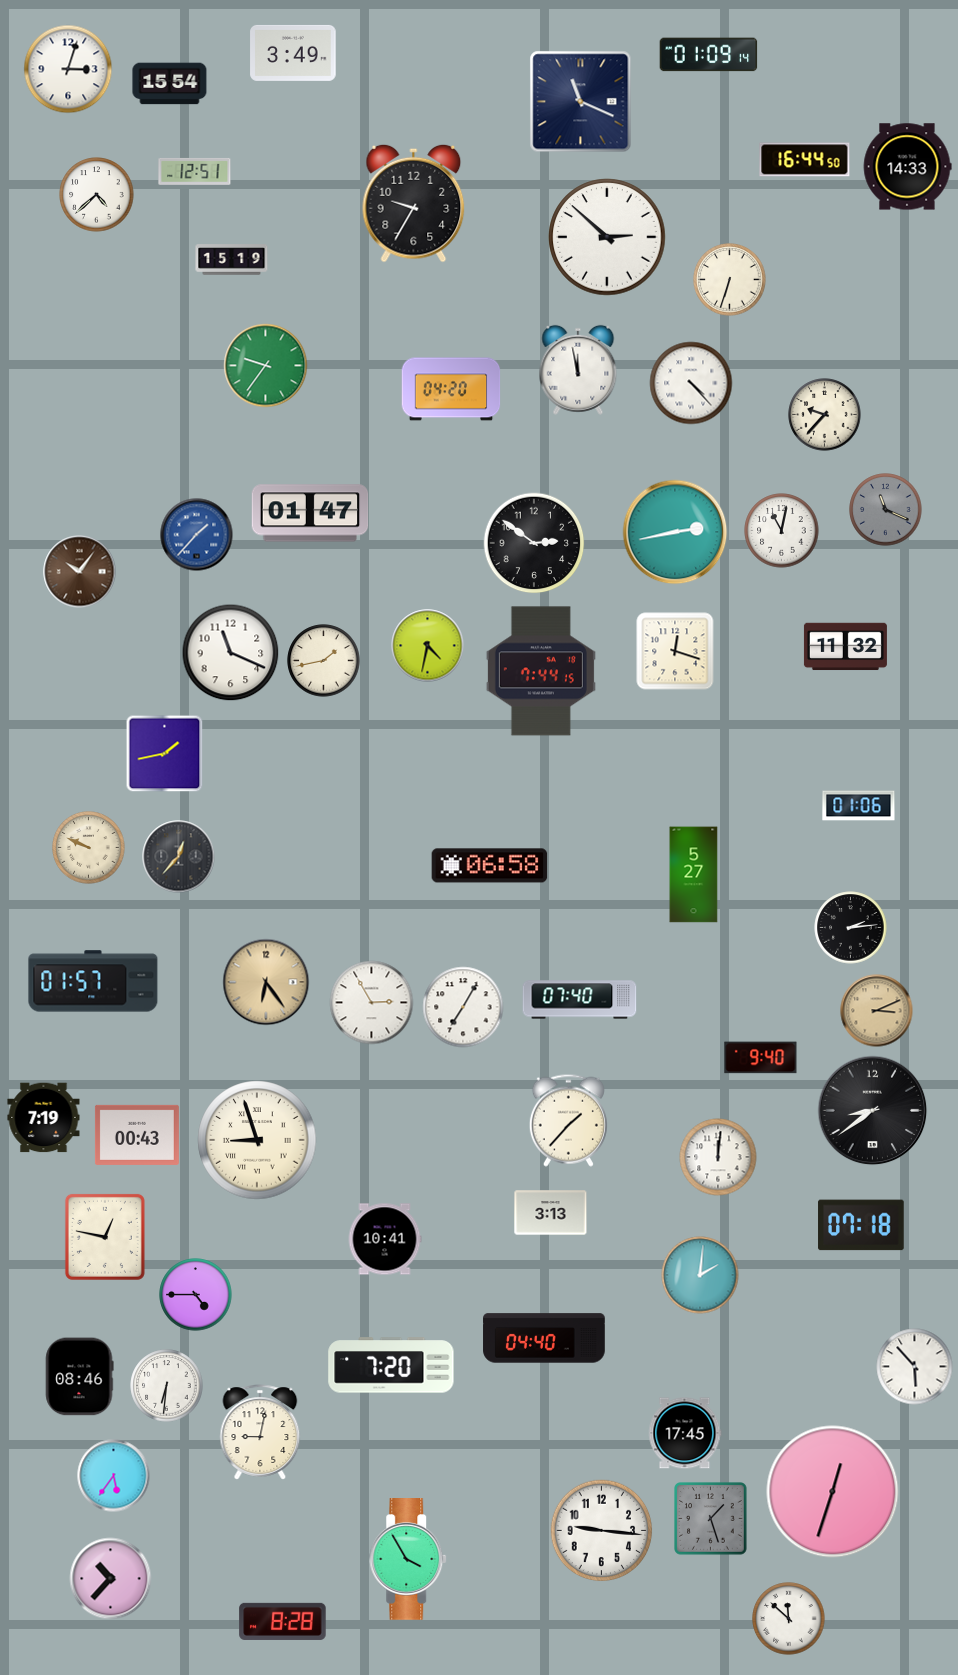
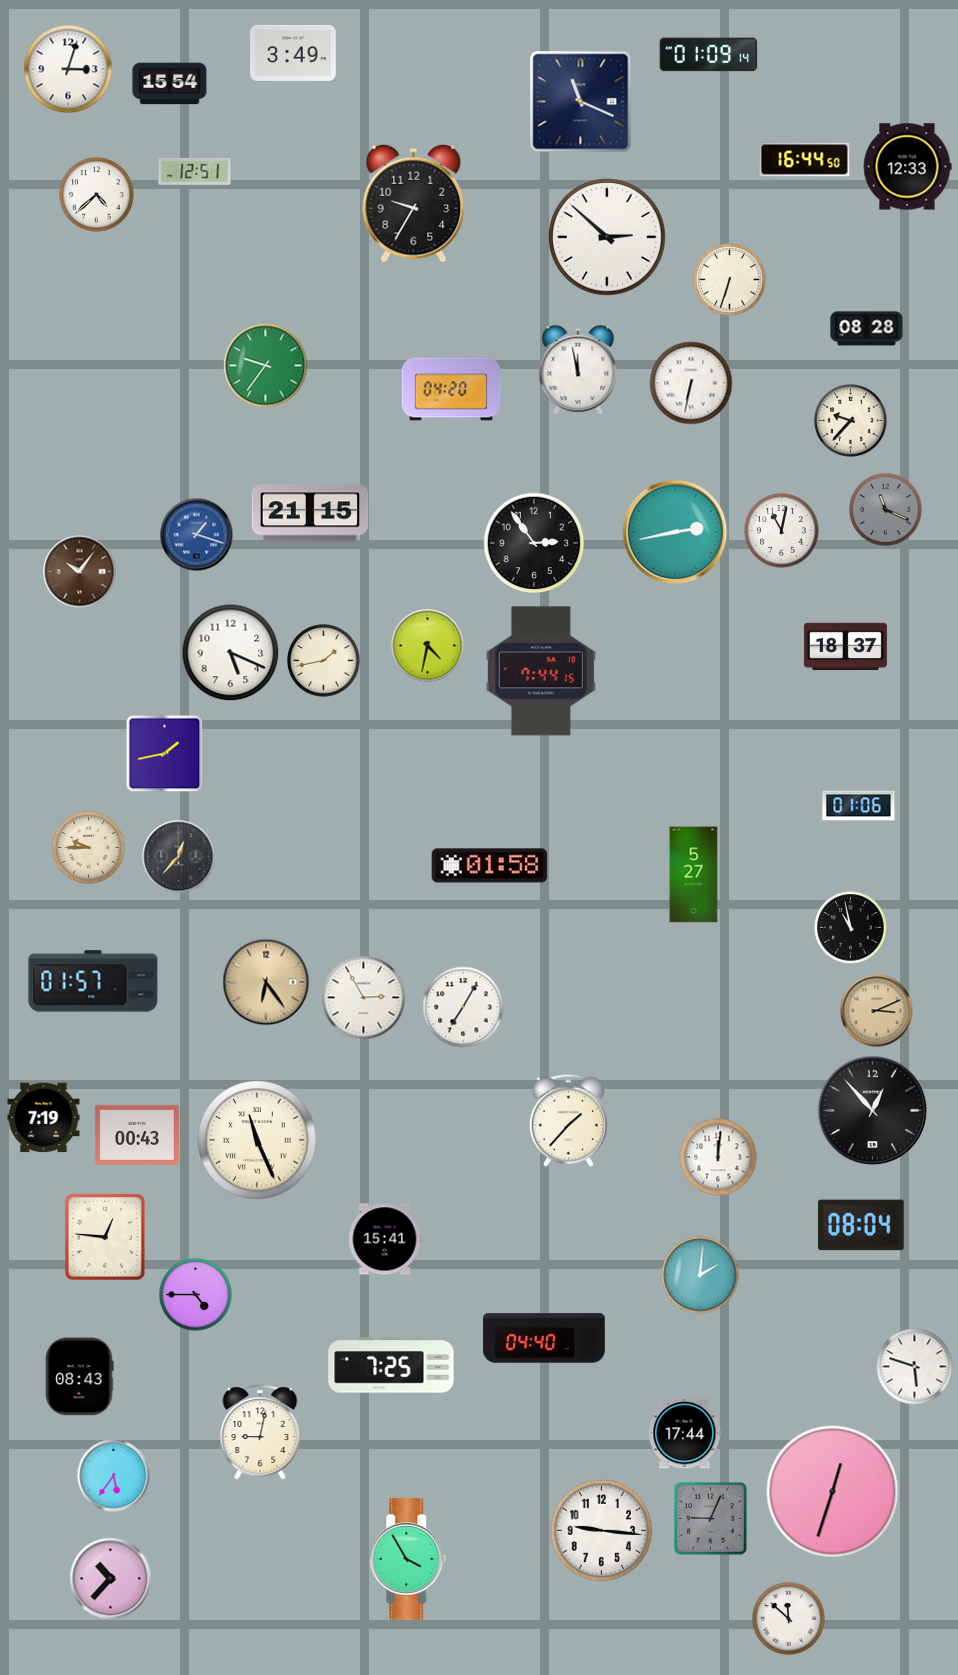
clock at (907, 167): 14:33 -> 12:33
clock at (232, 260): 15:19 -> none
clock at (867, 329): none -> 08:28
clock at (691, 383): 4:23 -> 6:32
clock at (825, 415) position: (825, 415) -> (851, 421)
clock at (310, 513): 01:47 -> 21:15
clock at (197, 535): 1:37 -> 1:18
clock at (534, 543): 2:51 -> 2:54
clock at (845, 647): 11:32 -> 18:37
clock at (675, 651): 12:18 -> none
clock at (231, 653): 11:19 -> 5:19
clock at (89, 848): 9:49 -> 9:45
clock at (490, 866): 06:58 -> 01:58
clock at (851, 928): 2:14 -> 10:58
clock at (580, 1000): 07:40 -> none
clock at (372, 1003) position: (372, 1003) -> (364, 998)
clock at (761, 1058): 9:40 -> none
clock at (873, 1111): 8:39 -> 12:53
clock at (257, 1140): 8:57 -> 11:26
clock at (551, 1213): 3:13 -> none
clock at (861, 1225): 07:18 -> 08:04
clock at (105, 1237): 12:47 -> 12:46
clock at (385, 1239): 10:41 -> 15:41
clock at (391, 1365): 7:20 -> 7:25
clock at (915, 1367): 5:53 -> 5:48
clock at (79, 1377): 08:46 -> 08:43
clock at (167, 1386): 6:31 -> none
clock at (685, 1433): 17:45 -> 17:44
clock at (711, 1519): 1:27 -> 9:04
clock at (283, 1621): 8:28 -> none
